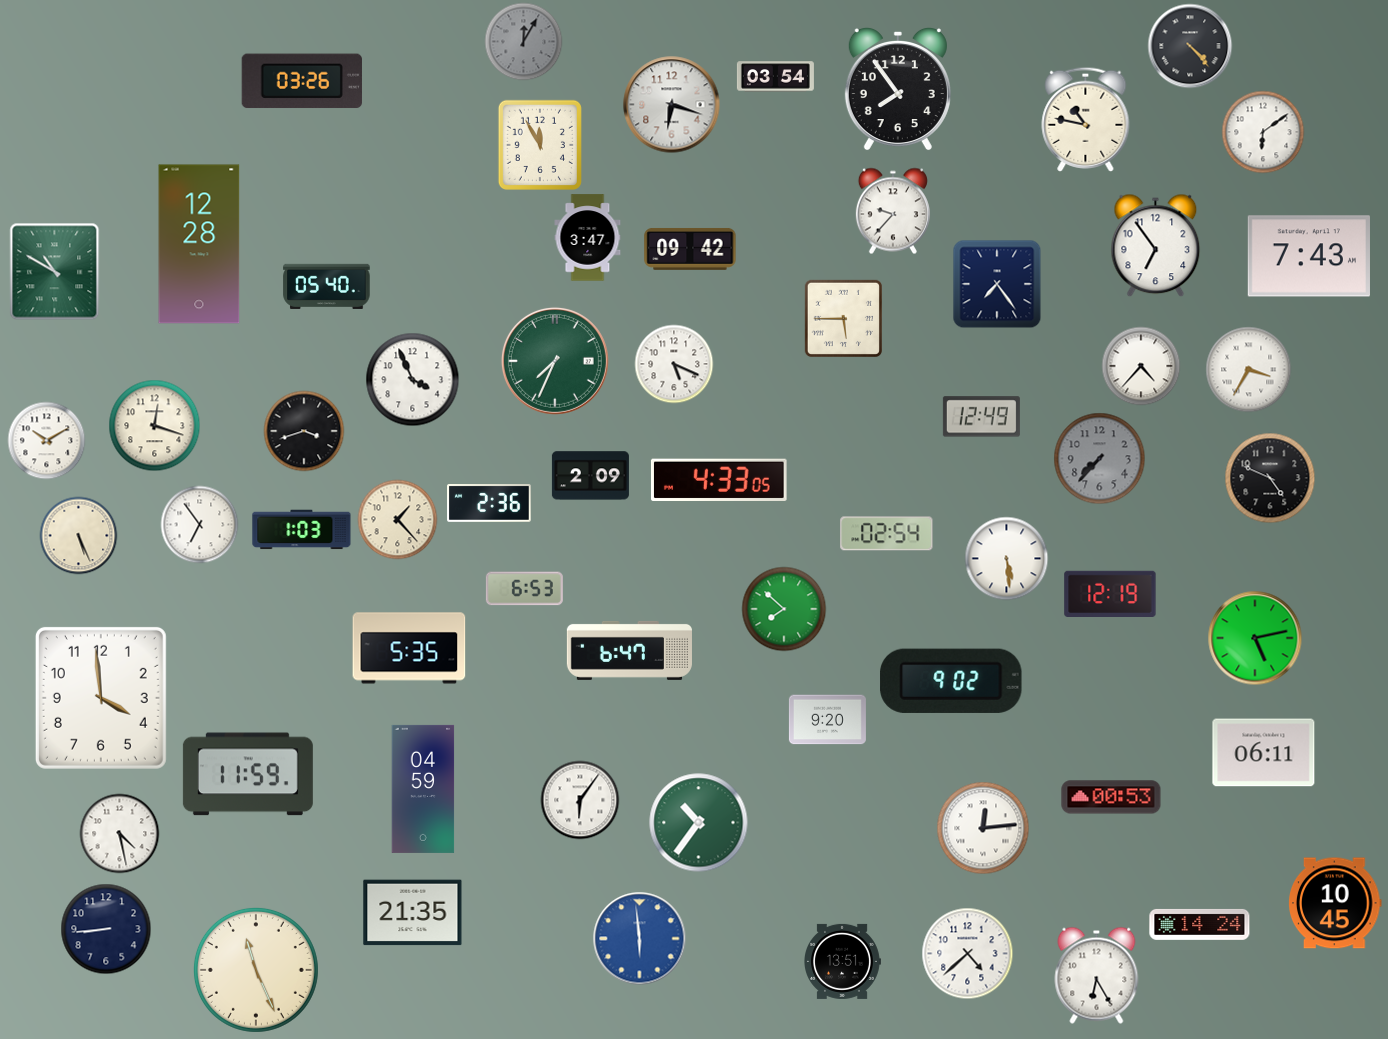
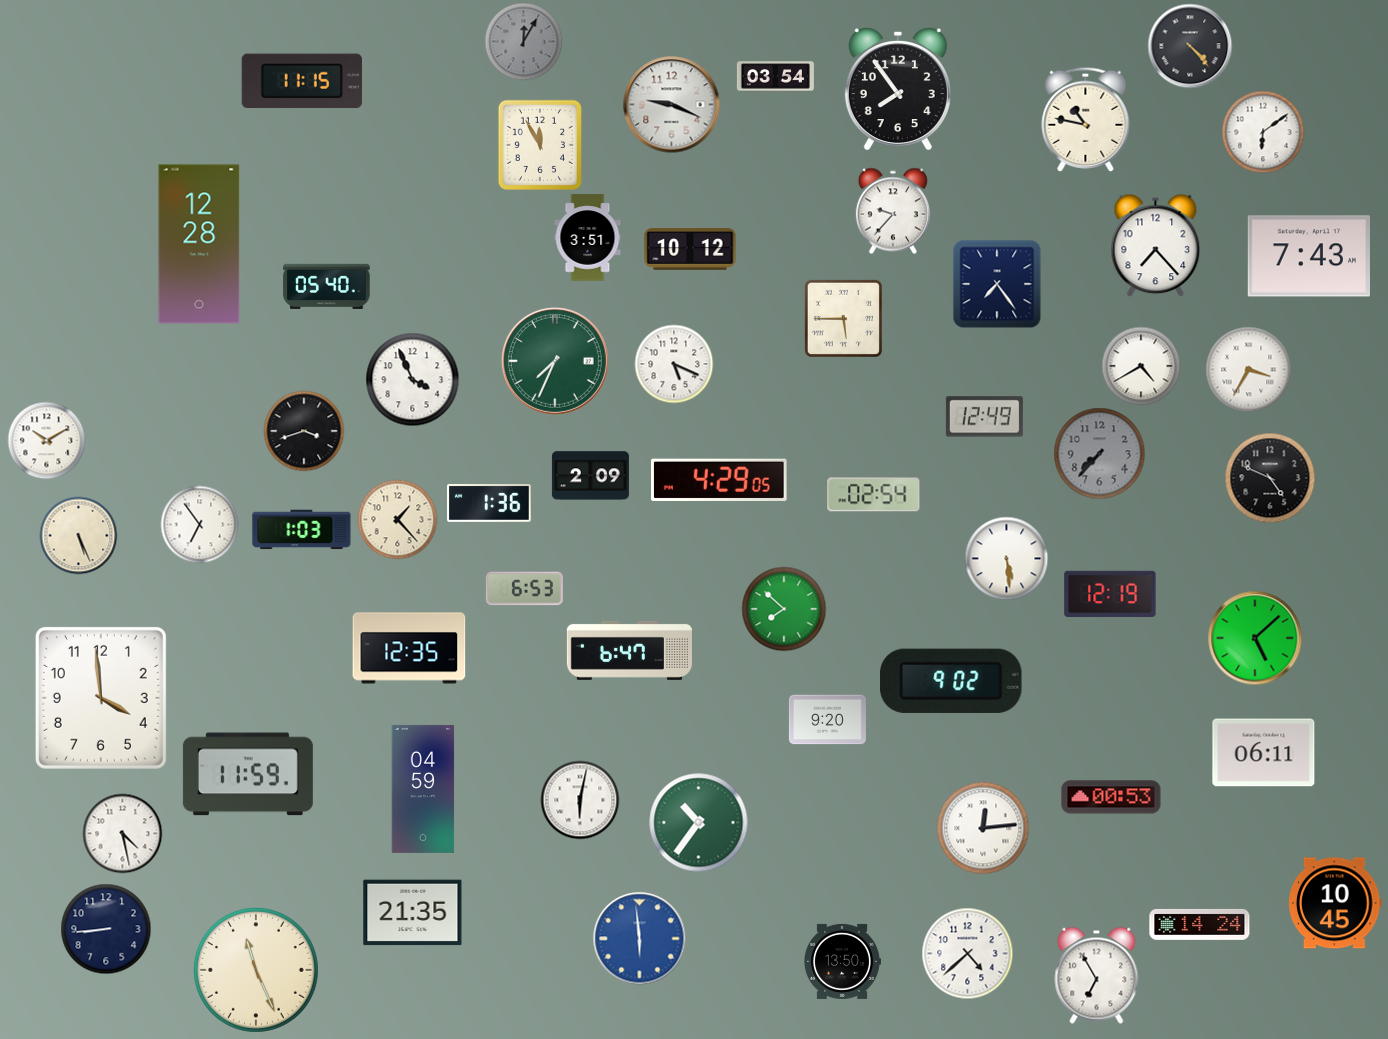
clock at (302, 81): 03:26 -> 11:15
clock at (672, 105): 6:18 -> 9:19
clock at (588, 238): 3:47 -> 3:51
clock at (1156, 245): 6:54 -> 7:23
clock at (690, 249): 09:42 -> 10:12
clock at (55, 271): 10:50 -> none
clock at (1141, 366): 4:37 -> 4:40
clock at (981, 417) position: (981, 417) -> (984, 417)
clock at (154, 425): 12:18 -> none
clock at (1099, 458) position: (1099, 458) -> (1099, 453)
clock at (719, 479): 4:33 -> 4:29
clock at (489, 504): 2:36 -> 1:36
clock at (887, 534) position: (887, 534) -> (874, 495)
clock at (1255, 638): 5:13 -> 5:08
clock at (409, 648): 5:35 -> 12:35
clock at (580, 800): 6:06 -> 6:02
clock at (119, 833) position: (119, 833) -> (122, 833)
clock at (843, 961): 13:51 -> 13:50
clock at (1097, 975): 6:25 -> 6:55
